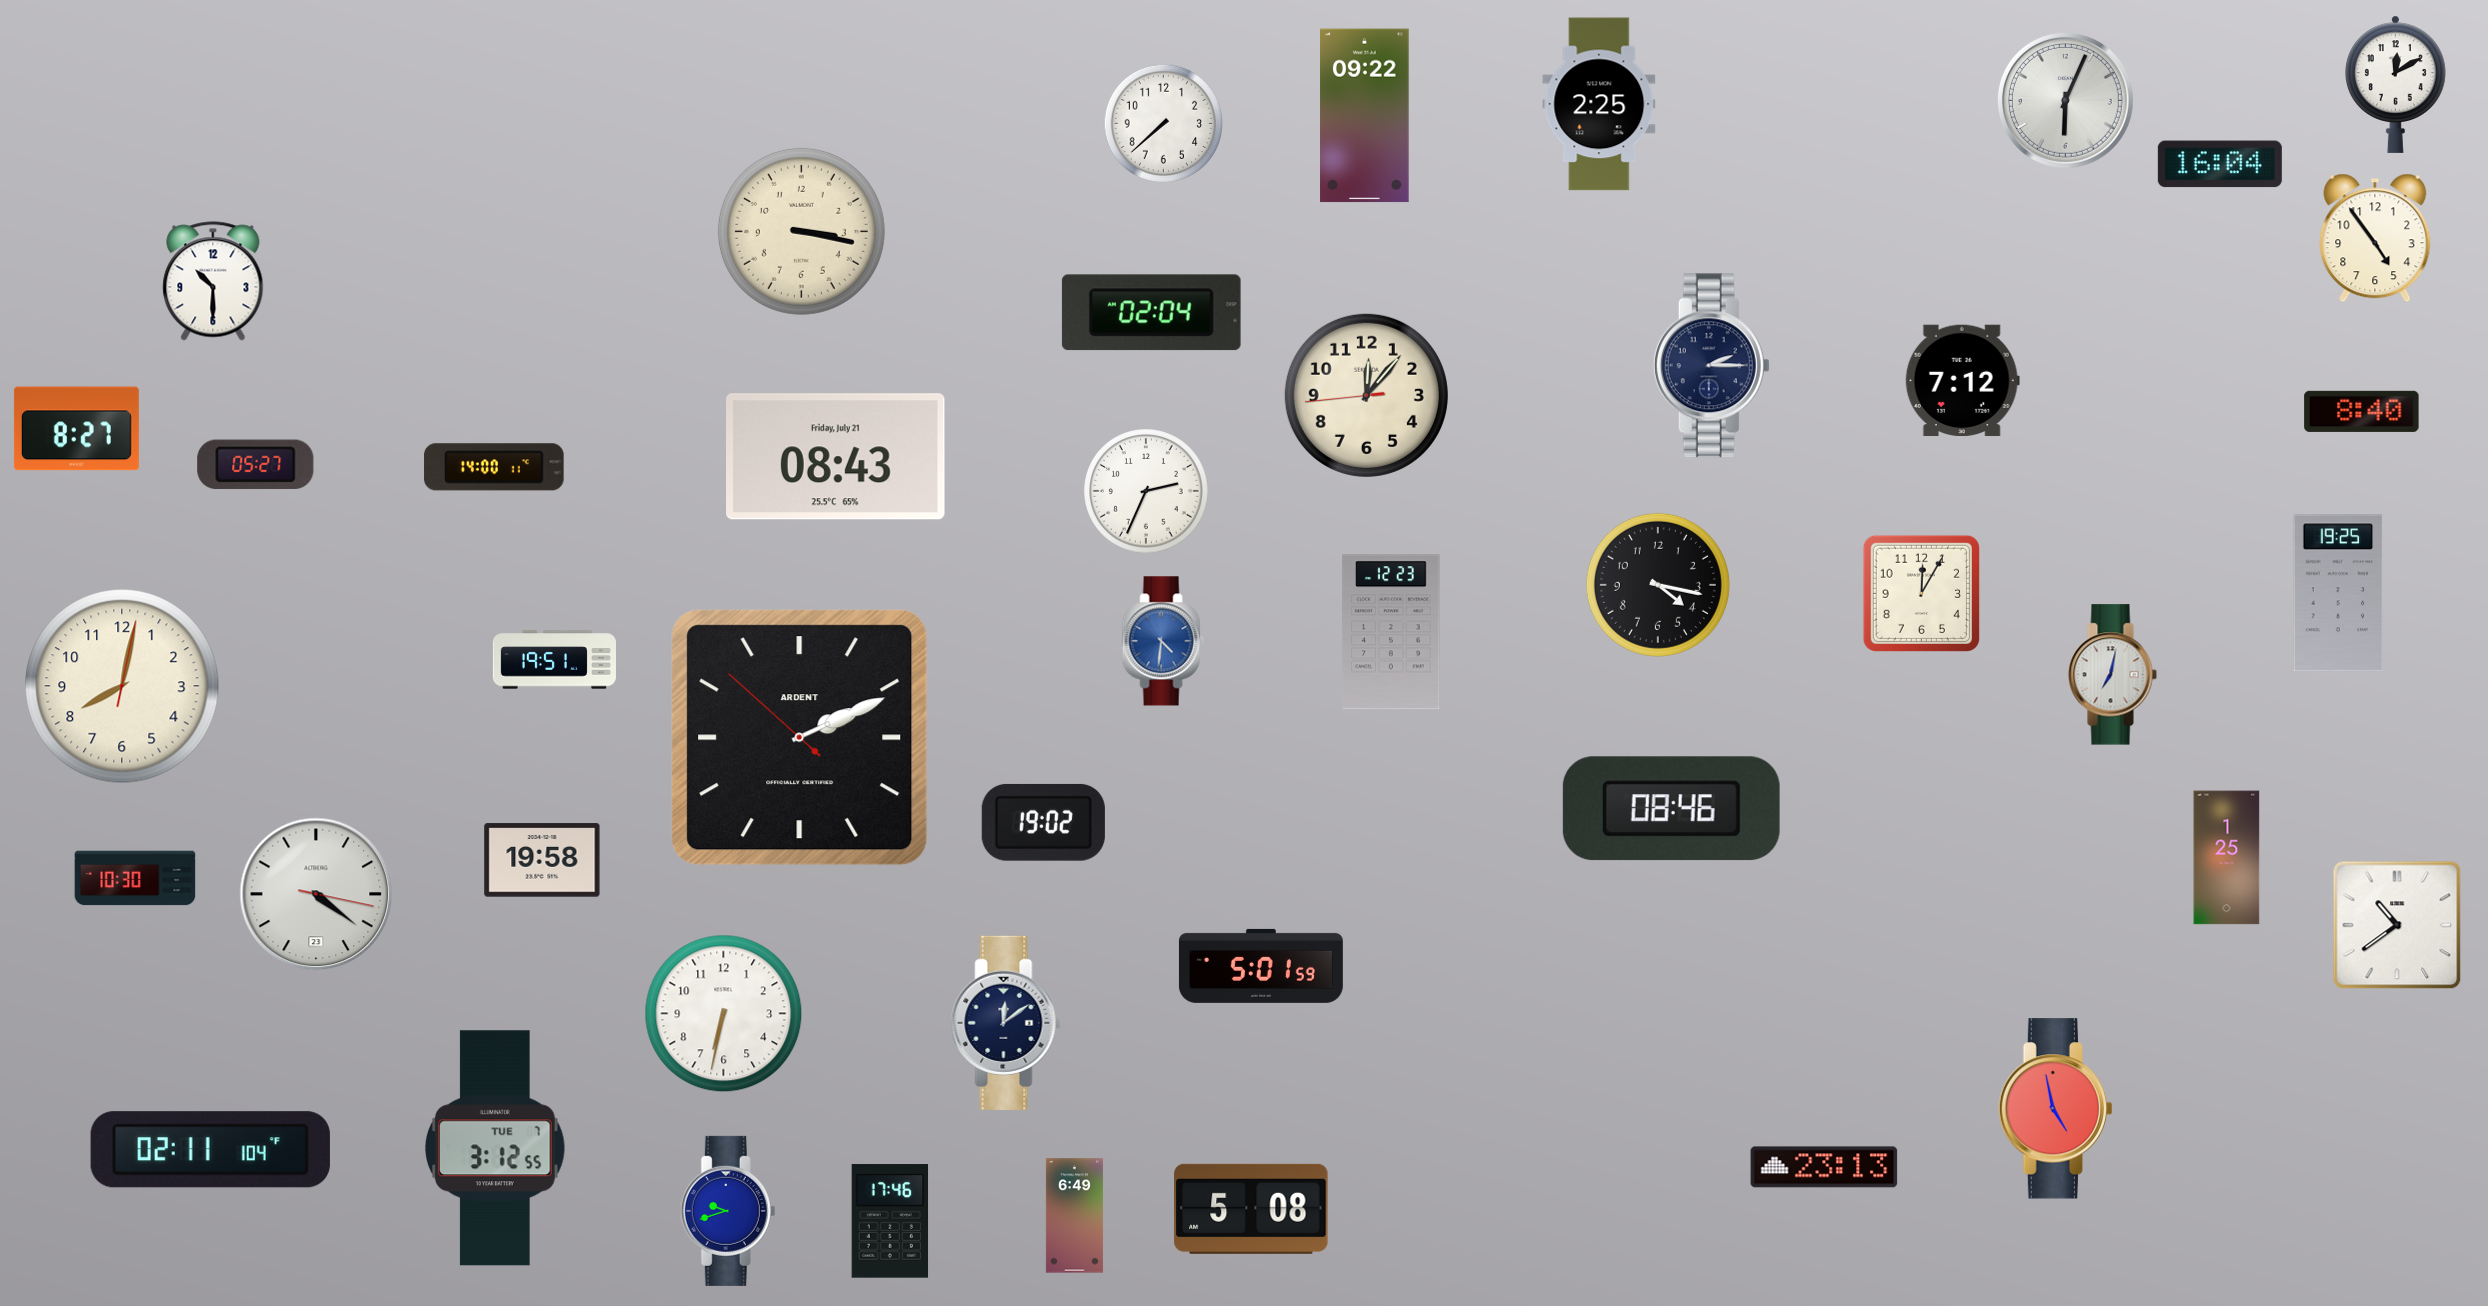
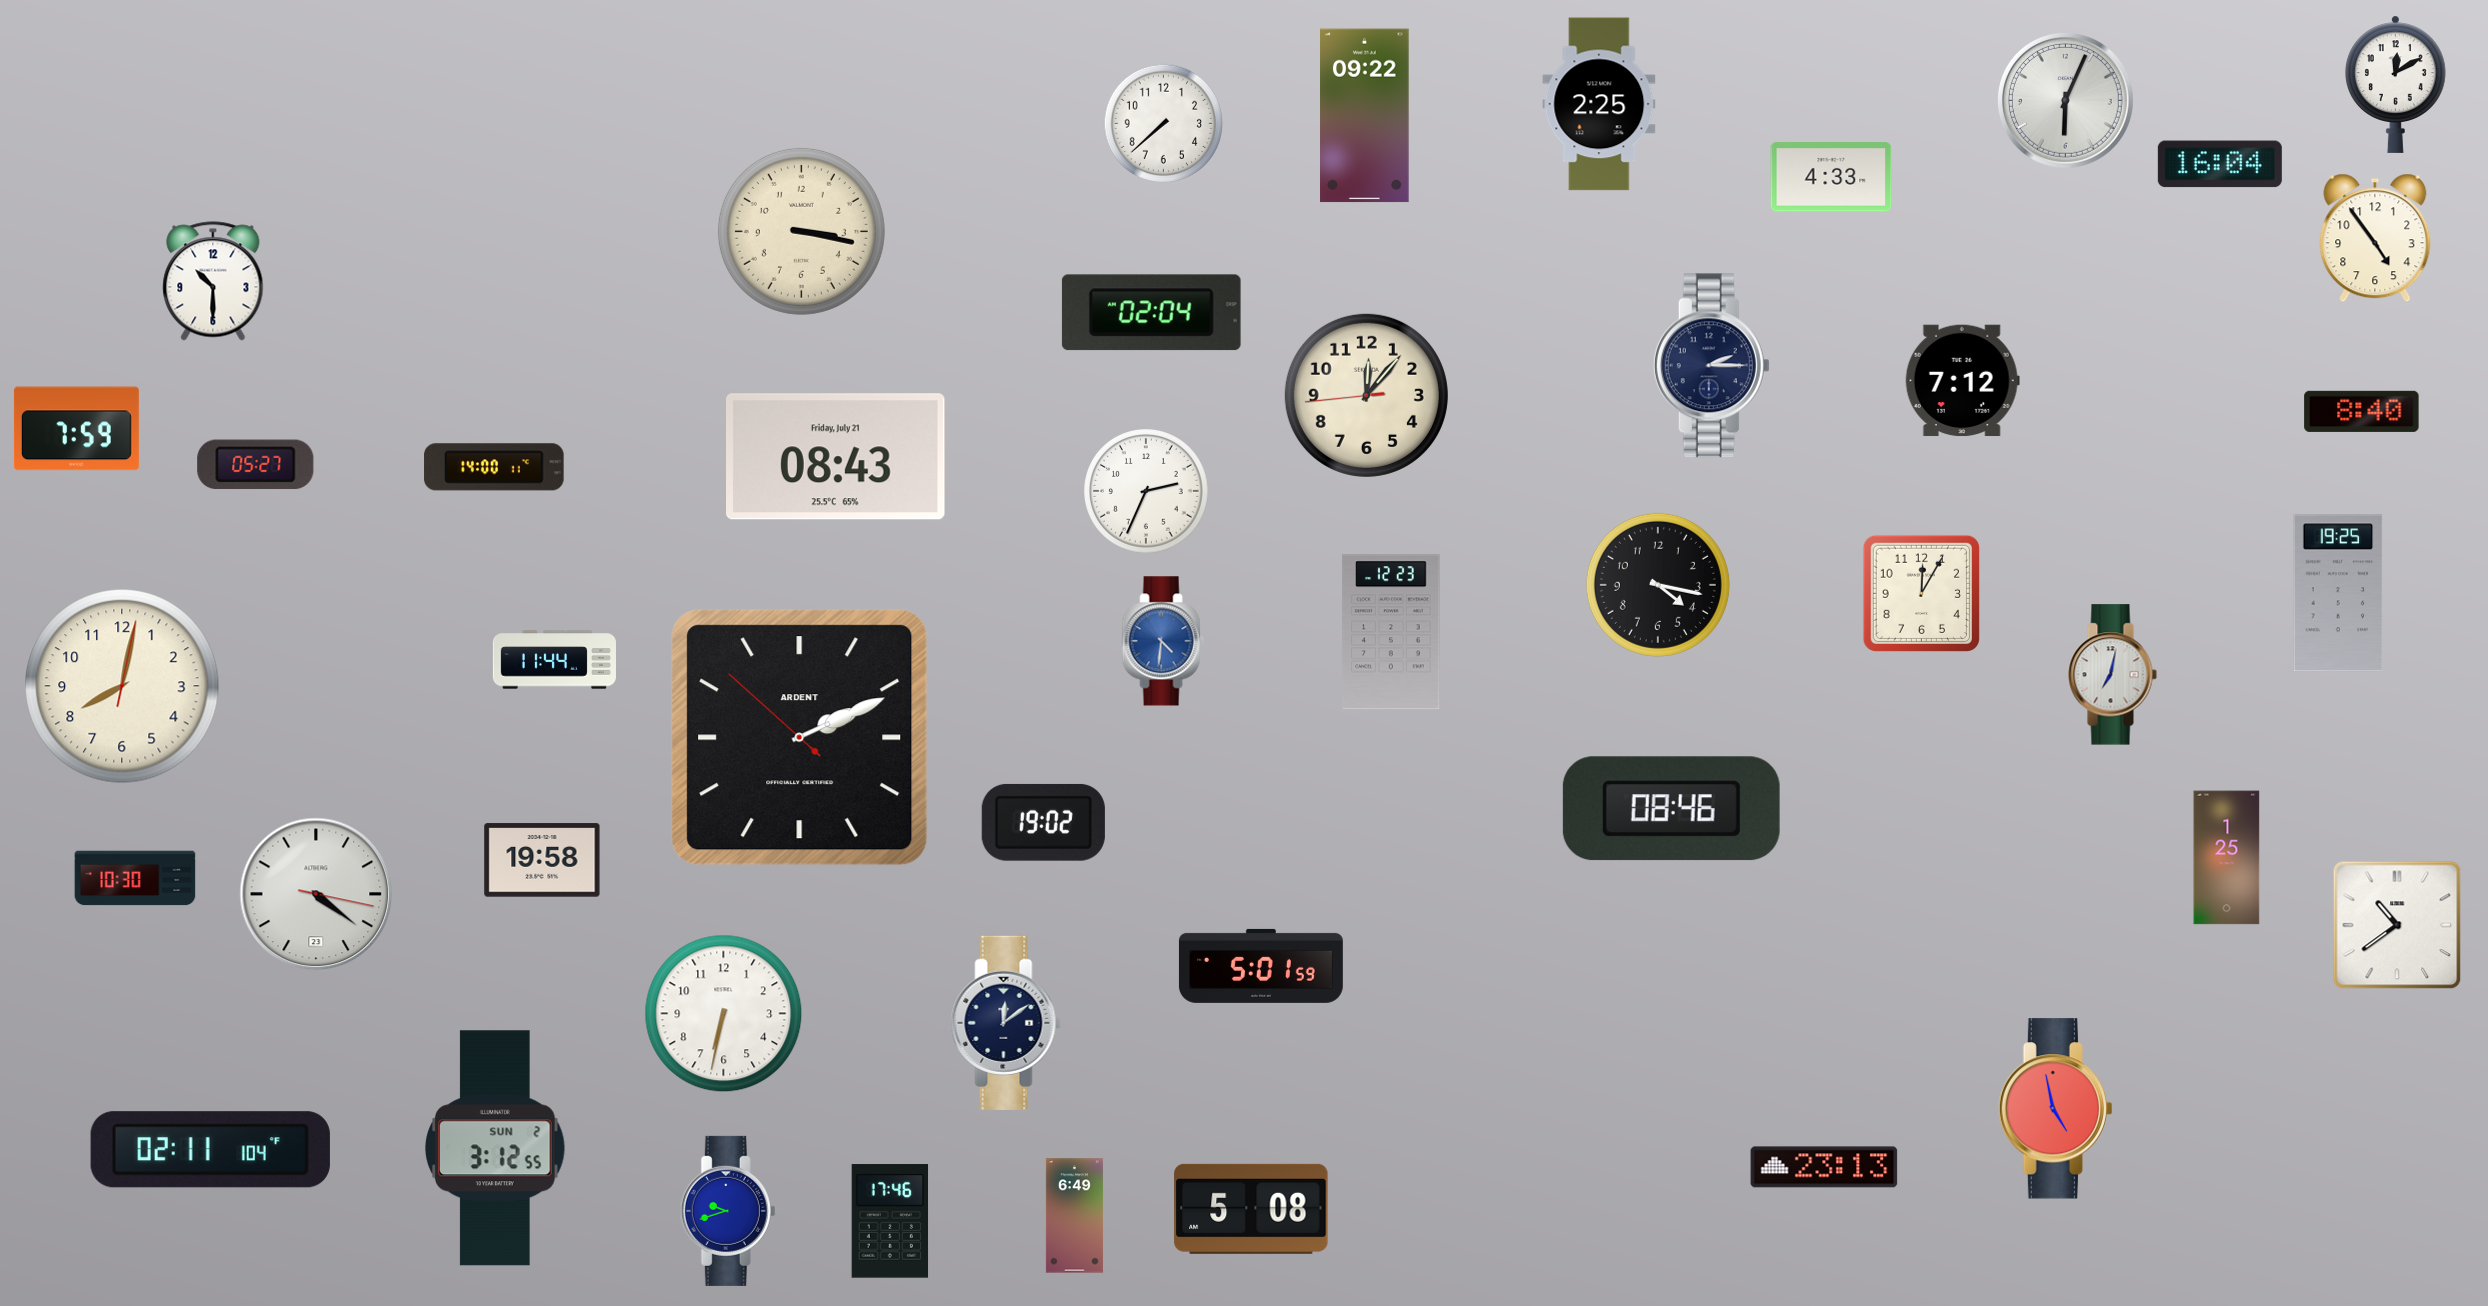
clock at (1831, 177): none -> 4:33
clock at (76, 429): 8:27 -> 7:59
clock at (554, 660): 19:51 -> 11:44
clock at (496, 1148) date: TUE 7 -> SUN 2
